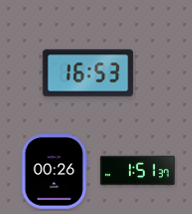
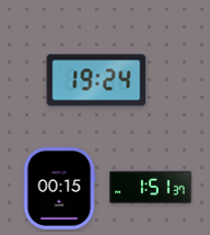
clock at (88, 73): 16:53 -> 19:24
clock at (54, 172): 00:26 -> 00:15
